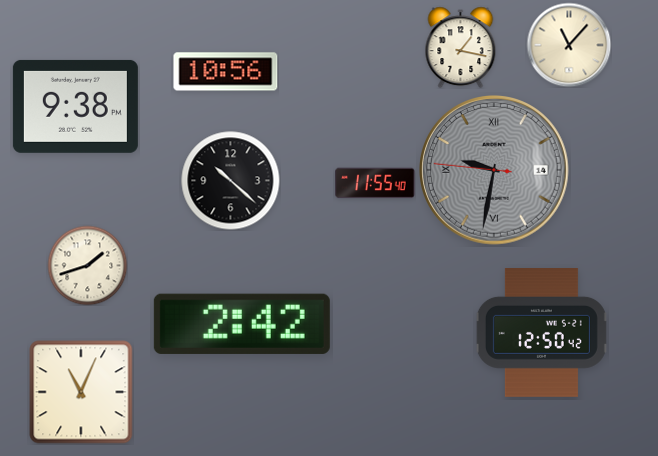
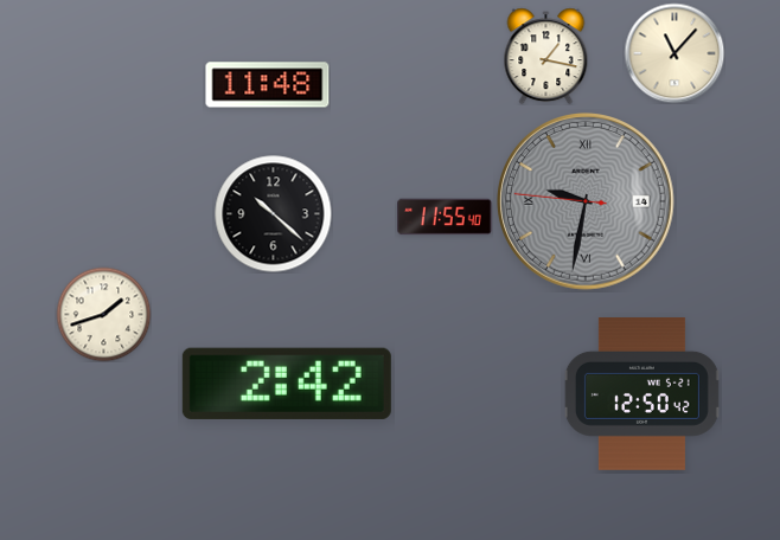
clock at (226, 72): 10:56 -> 11:48
clock at (75, 106): 9:38 -> none
clock at (81, 392): 11:04 -> none
